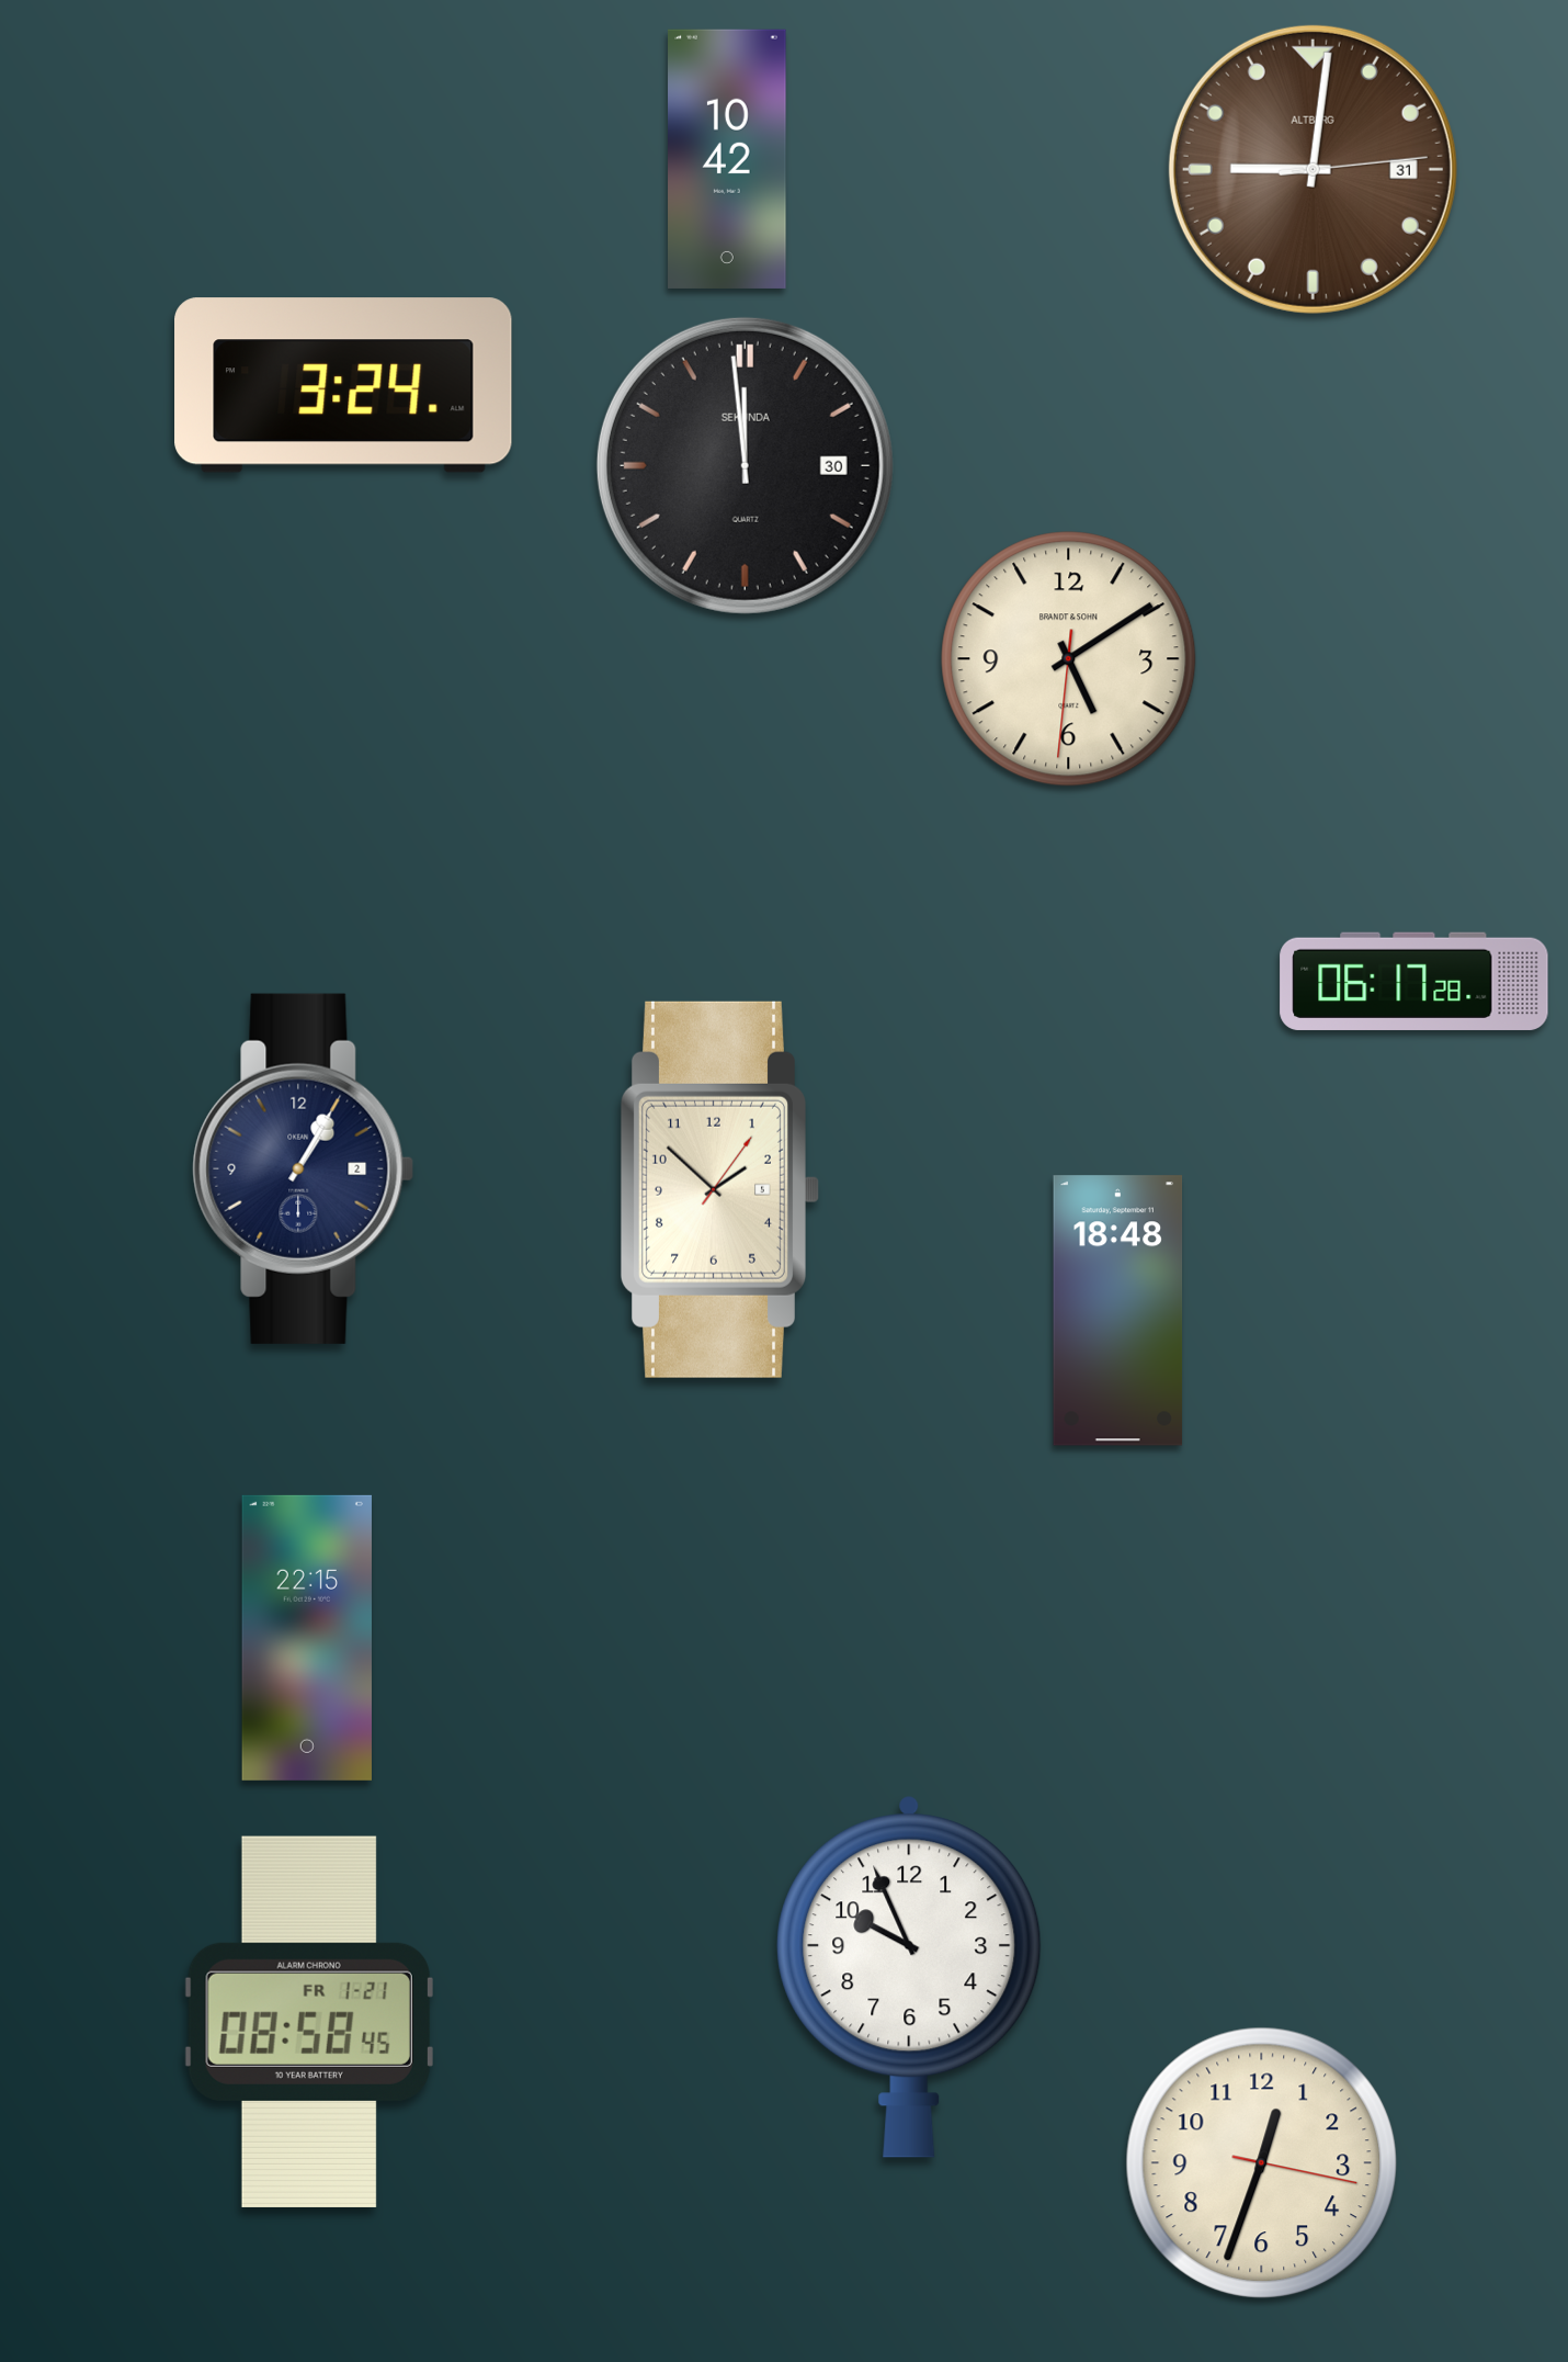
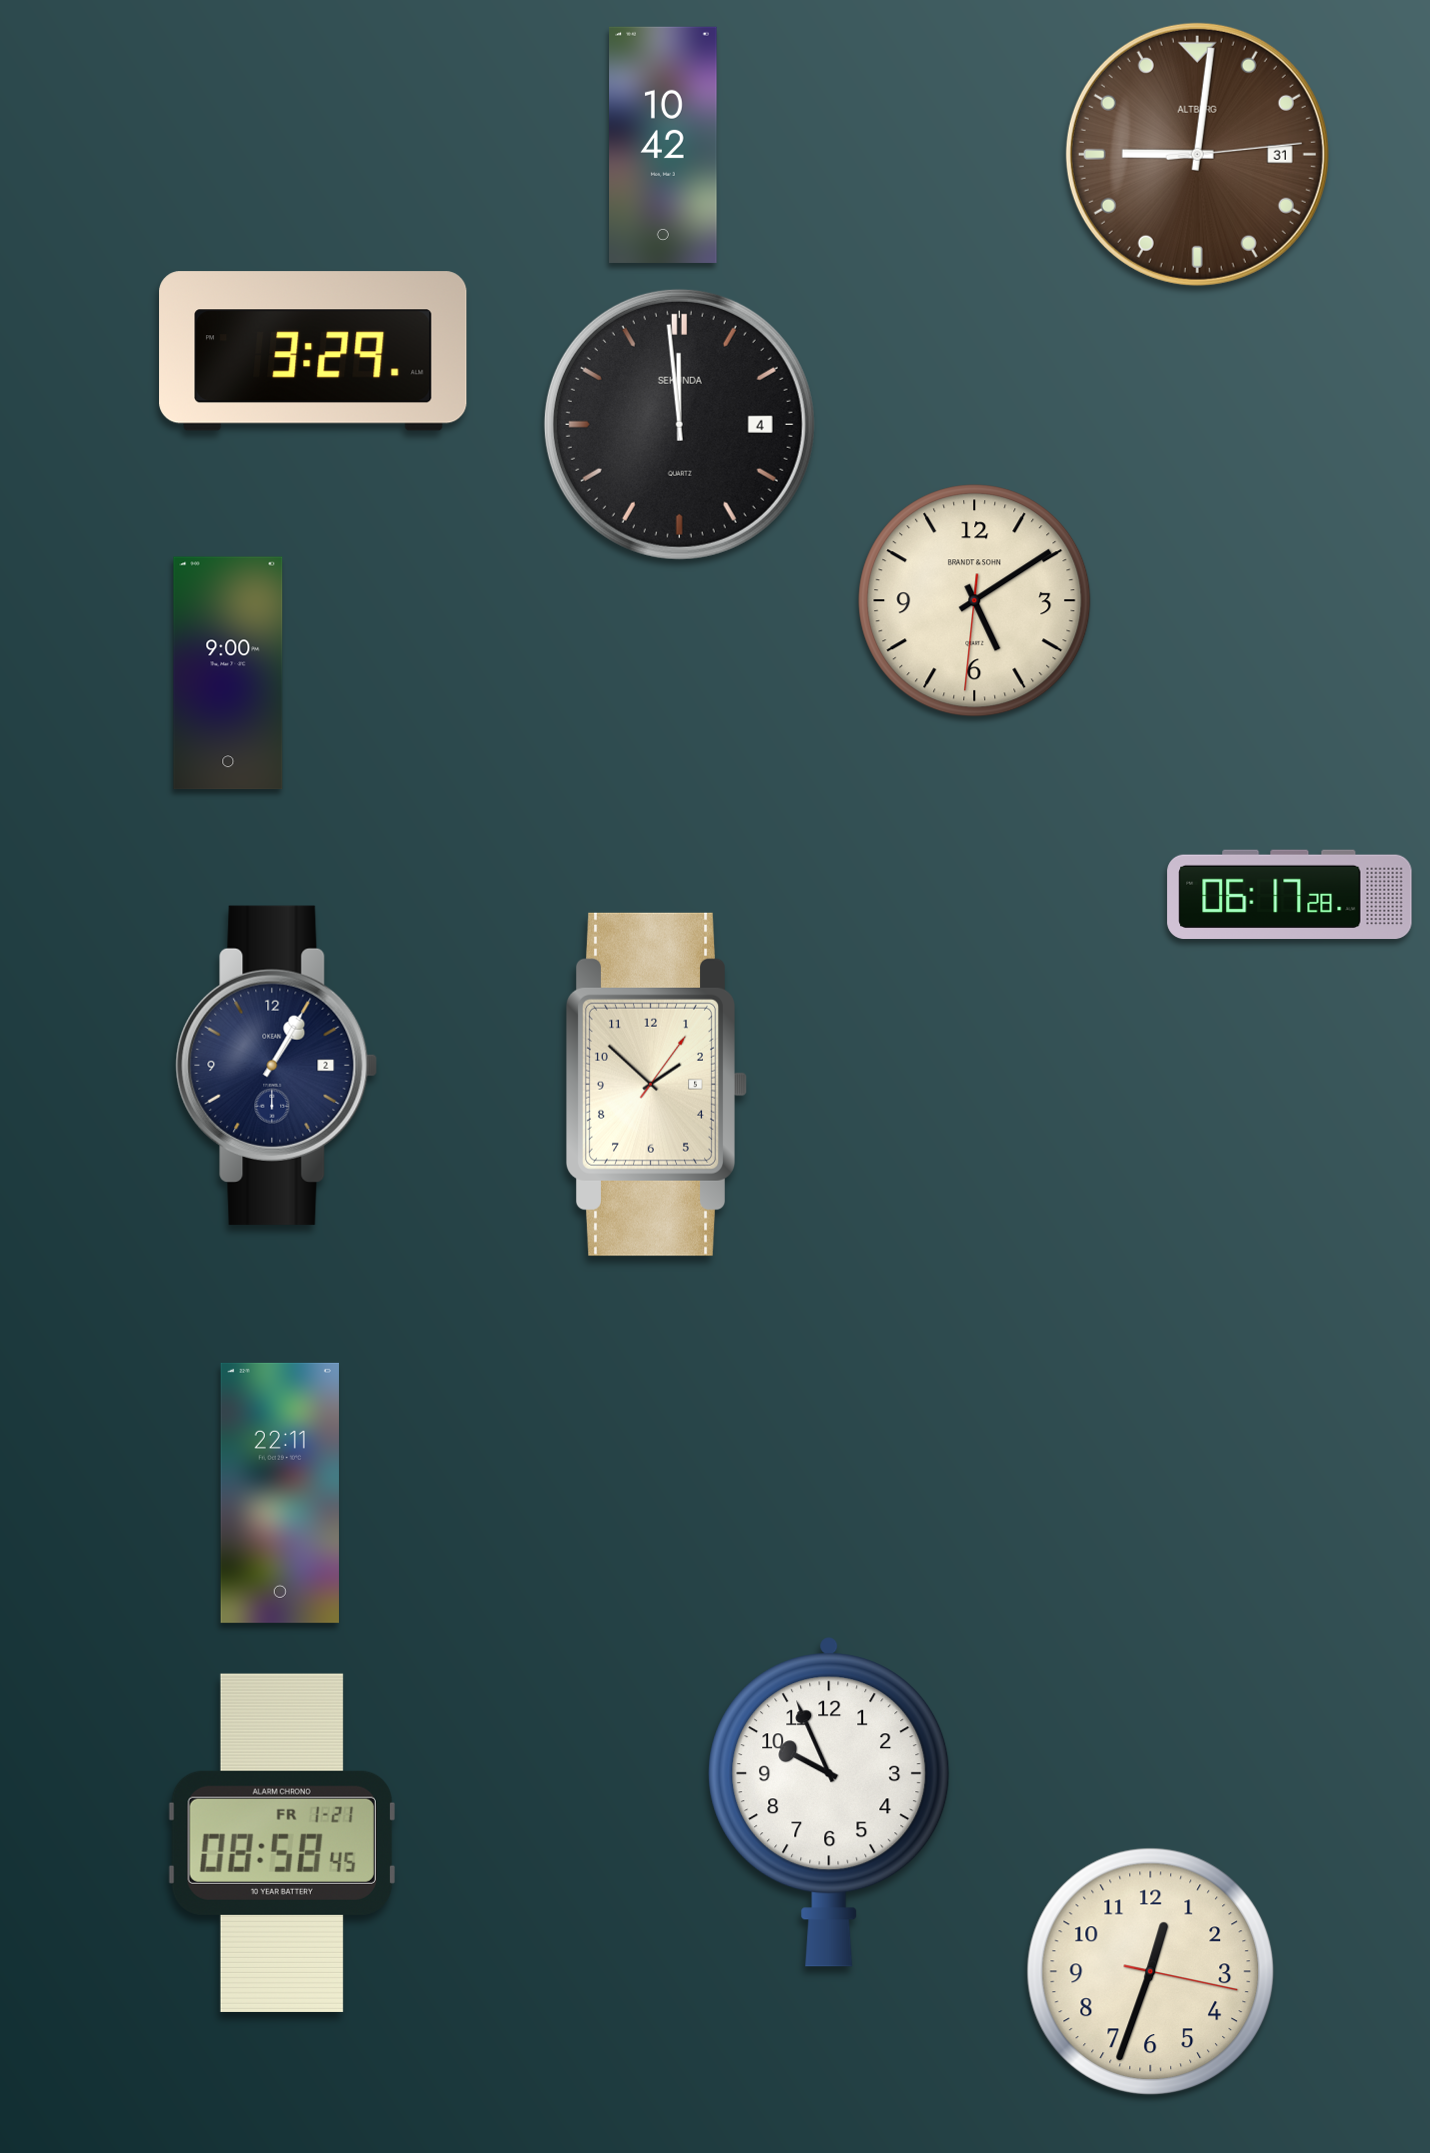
clock at (343, 385): 3:24 -> 3:29
clock at (745, 465) date: 30 -> 4
clock at (228, 673): none -> 9:00
clock at (1118, 1311): 18:48 -> none
clock at (307, 1638): 22:15 -> 22:11
